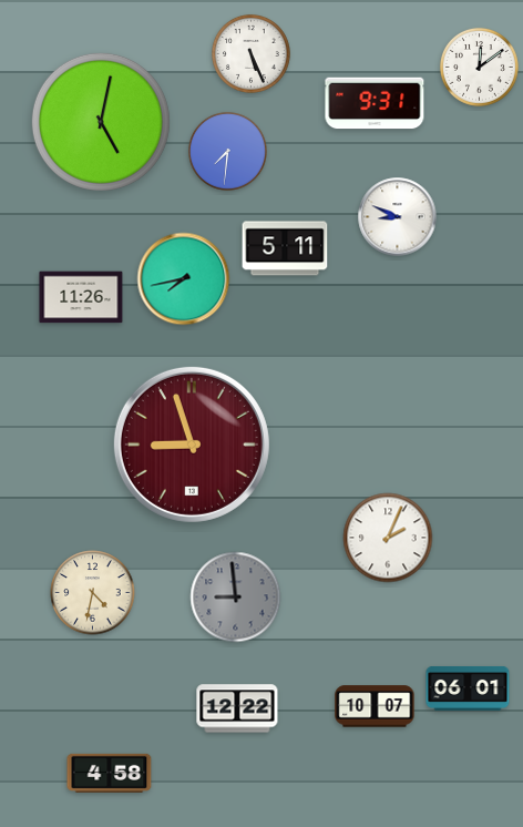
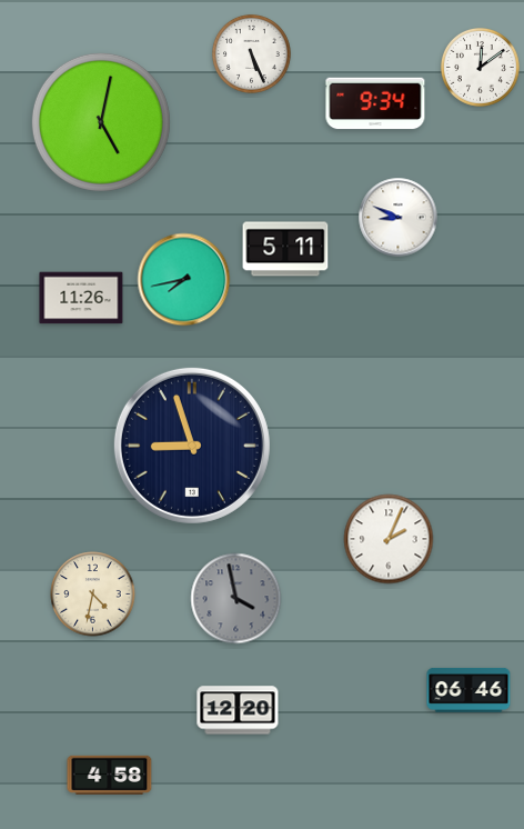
clock at (375, 103): 9:31 -> 9:34
clock at (227, 151): 7:31 -> none
clock at (192, 445) dial: burgundy -> navy
clock at (236, 598): 8:59 -> 3:58
clock at (468, 688): 06:01 -> 06:46
clock at (375, 706): 10:07 -> none
clock at (237, 708): 12:22 -> 12:20
